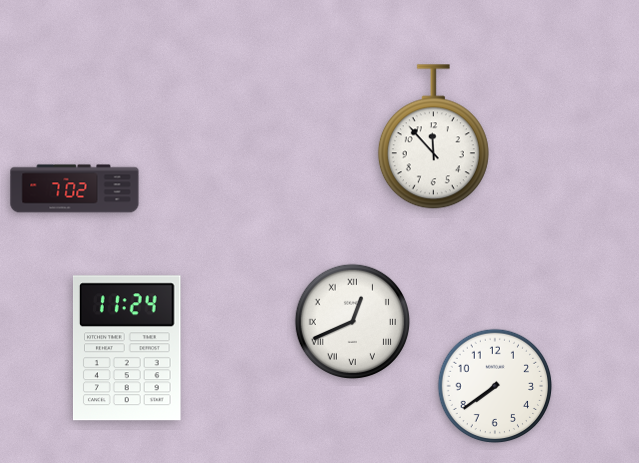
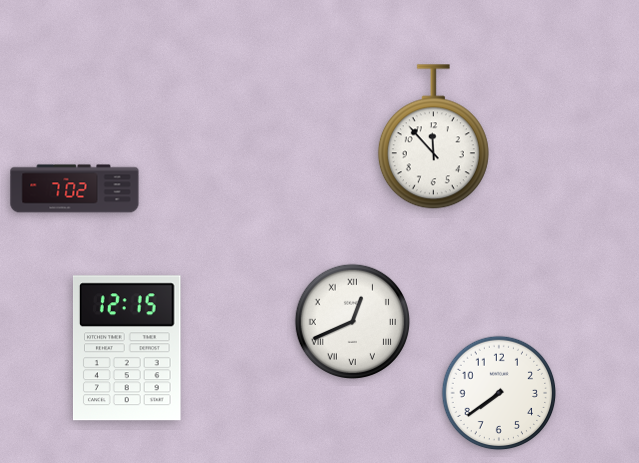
clock at (128, 348): 11:24 -> 12:15
clock at (495, 386) position: (495, 386) -> (499, 393)
